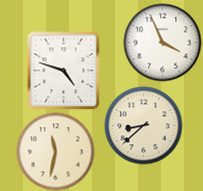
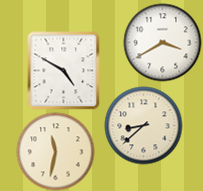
clock at (162, 42): 3:56 -> 3:40
clock at (64, 70): 4:48 -> 4:50
